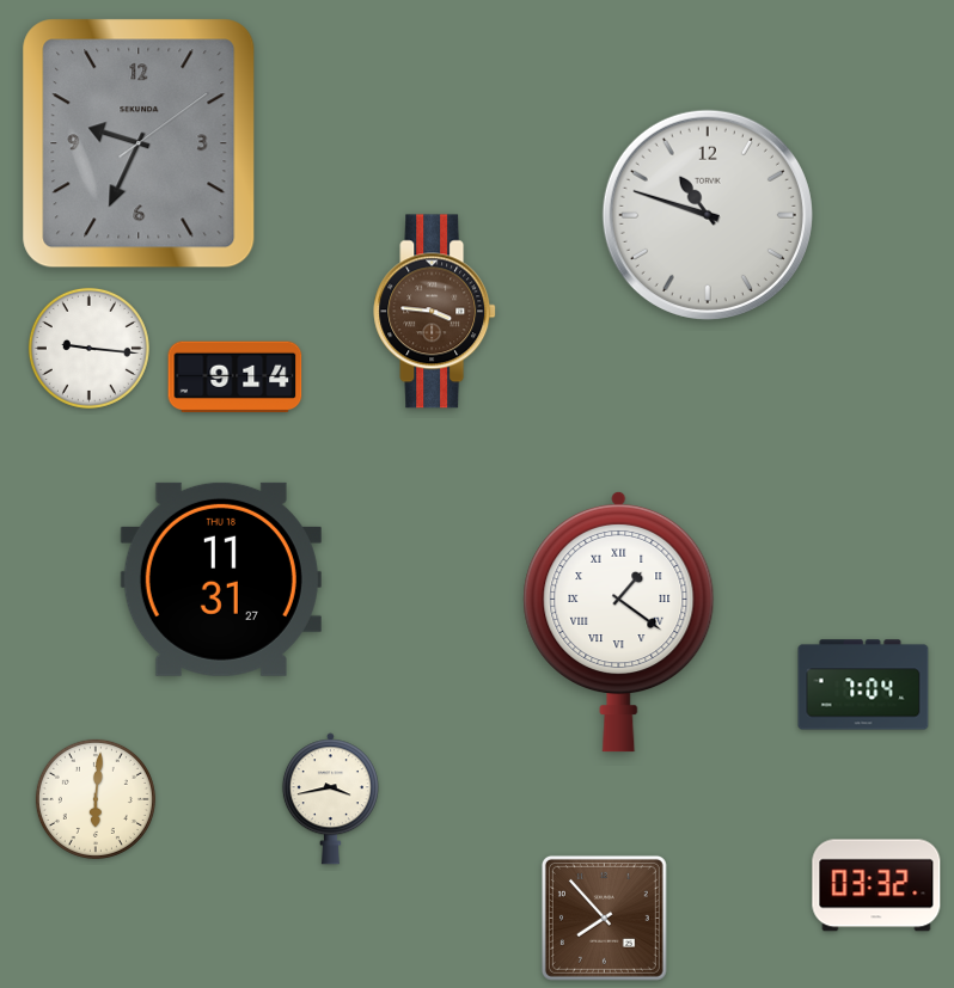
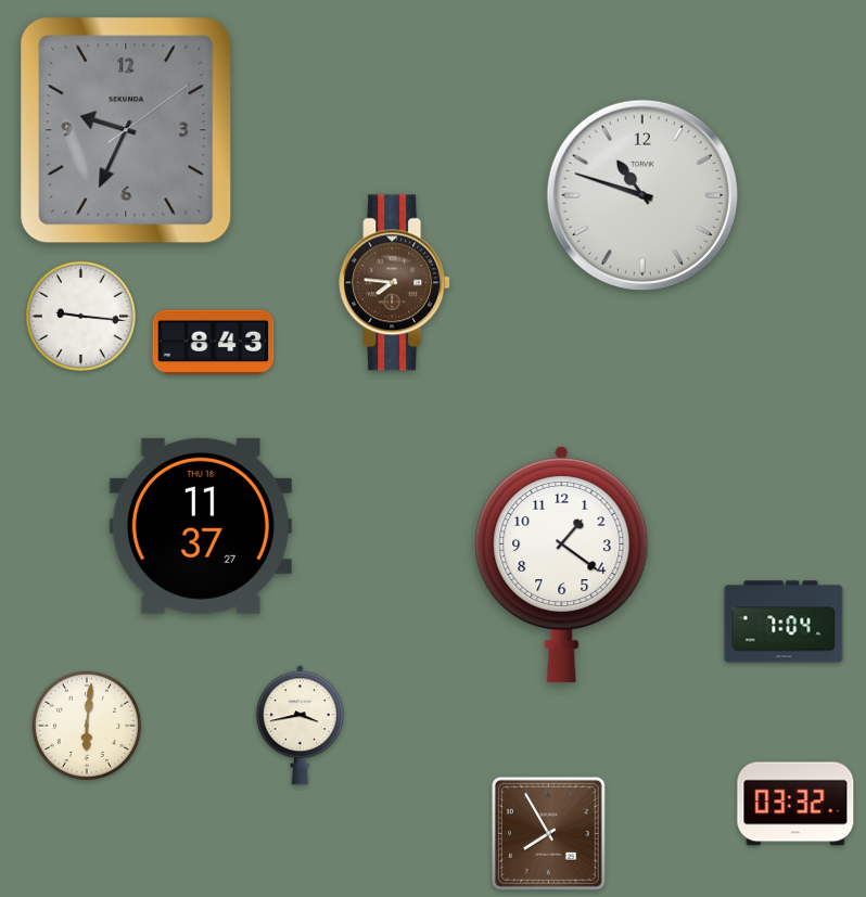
clock at (435, 312): 3:46 -> 7:46
clock at (236, 378): 9:14 -> 8:43
clock at (221, 579): 11:31 -> 11:37
clock at (619, 621) numerals: Roman -> Arabic
clock at (604, 918): 7:53 -> 7:55
